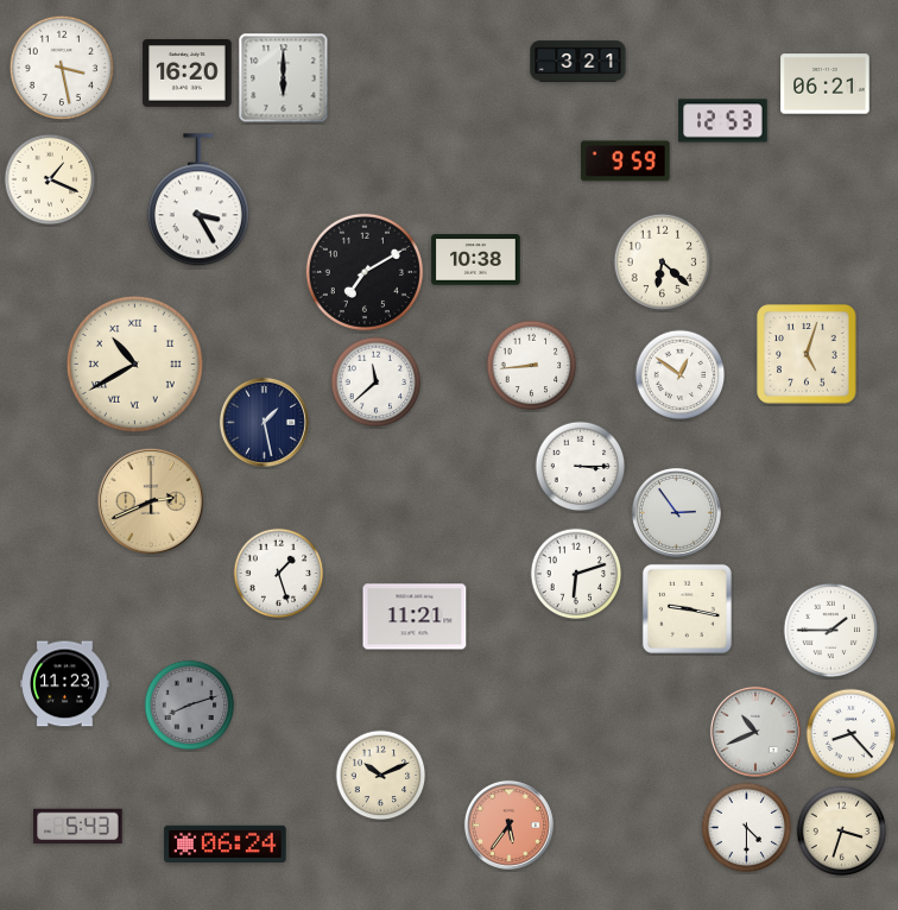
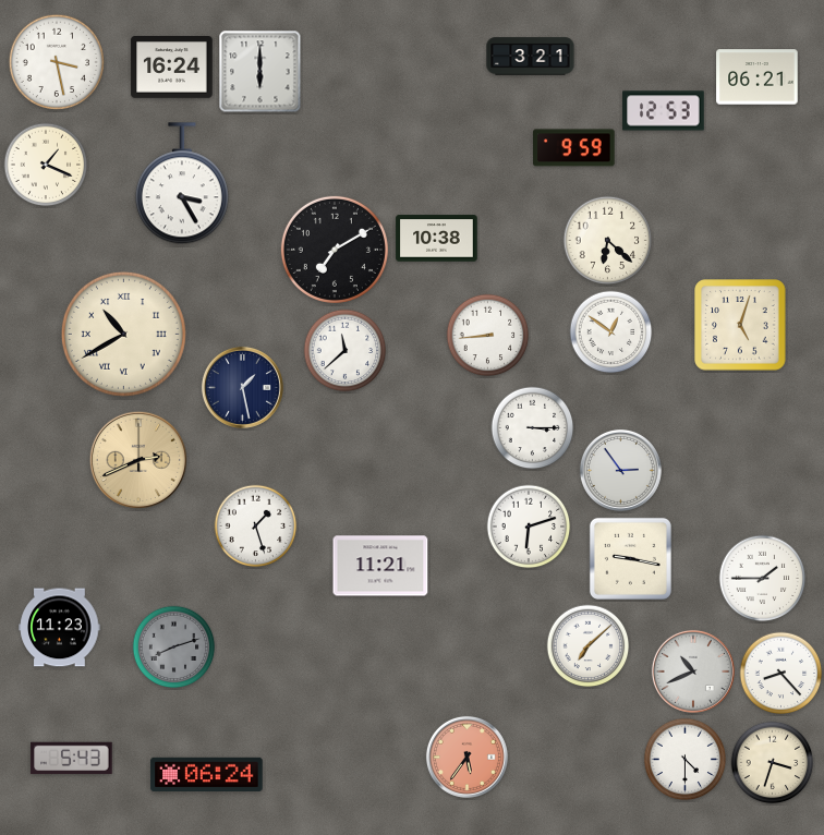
clock at (188, 74): 16:20 -> 16:24
clock at (681, 375) position: (681, 375) -> (611, 332)
clock at (589, 646): none -> 7:08
clock at (381, 776): 10:11 -> none
